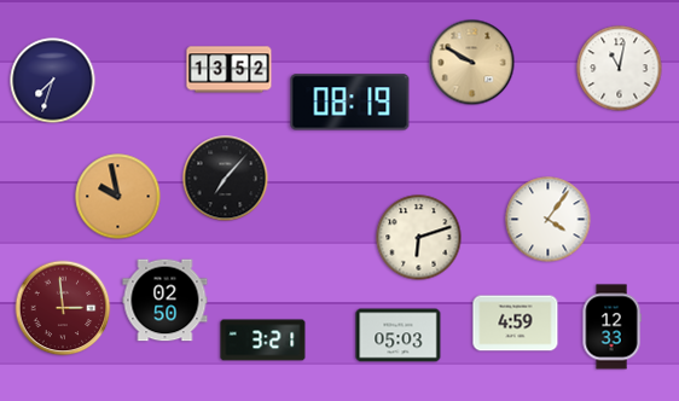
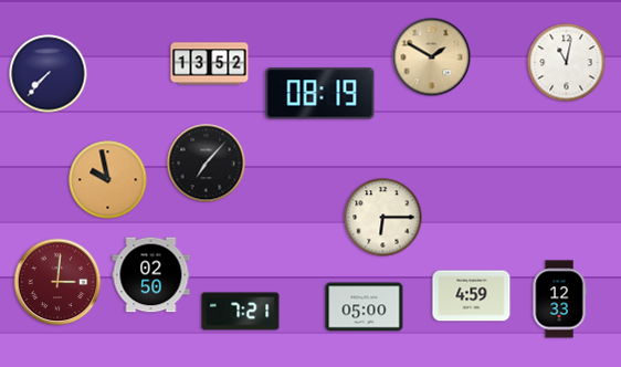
clock at (472, 63): 9:50 -> 1:50
clock at (53, 81): 7:33 -> 7:37
clock at (549, 220): 4:06 -> none
clock at (419, 238): 6:12 -> 6:15
clock at (63, 308): 2:59 -> 3:01
clock at (399, 336): 05:03 -> 05:00
clock at (263, 341): 3:21 -> 7:21
